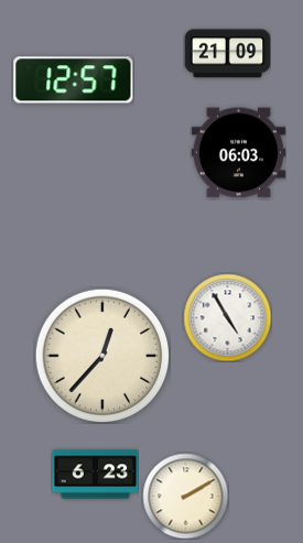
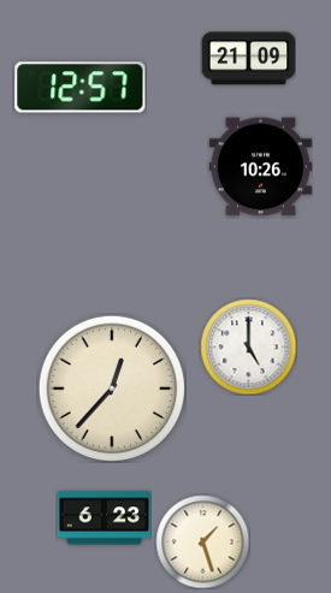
clock at (238, 153): 06:03 -> 10:26
clock at (227, 317): 4:55 -> 5:00
clock at (185, 496): 2:10 -> 1:27
